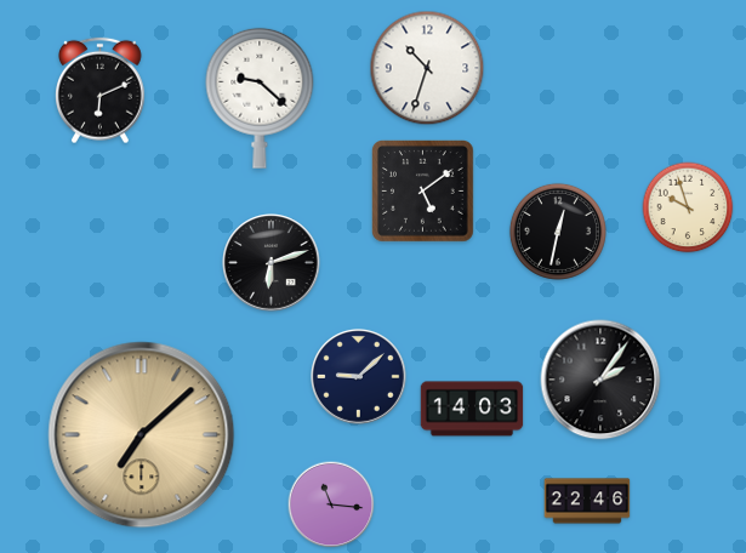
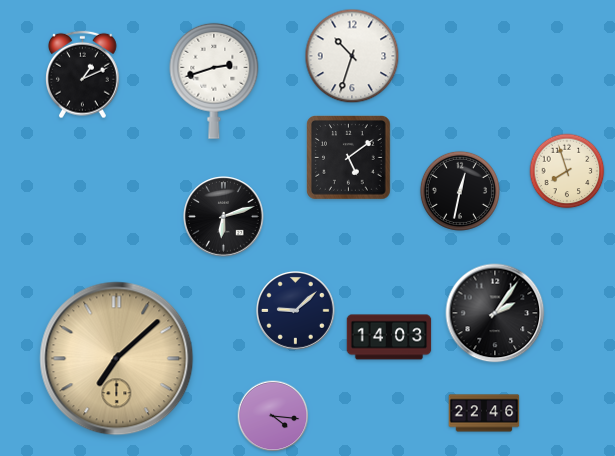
clock at (101, 91): 6:11 -> 1:11
clock at (260, 98): 9:22 -> 2:42
clock at (688, 207): 9:57 -> 7:57
clock at (331, 504): 11:16 -> 4:16
